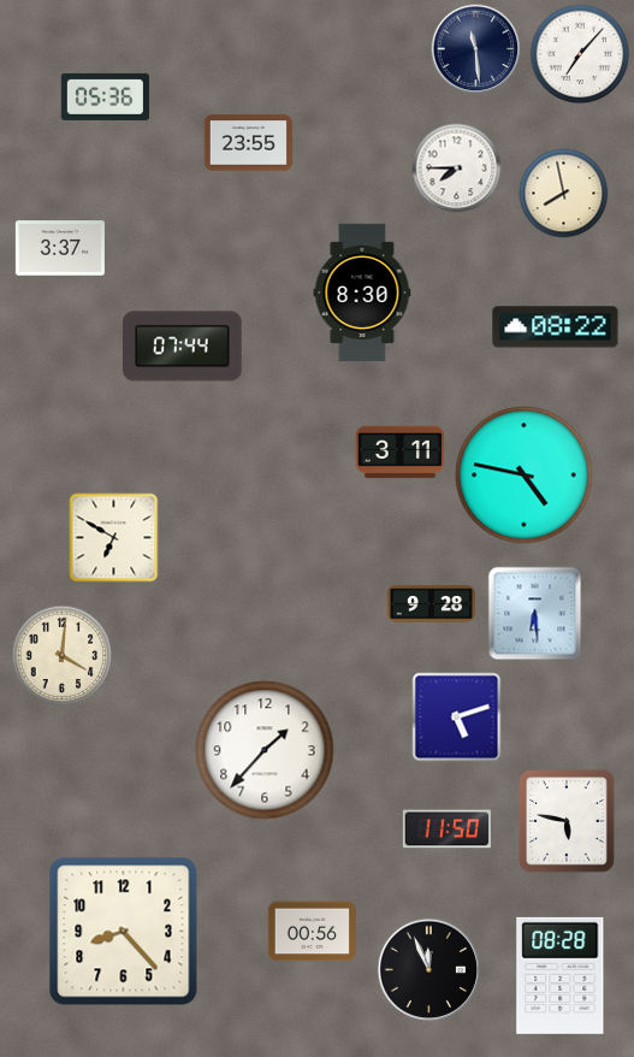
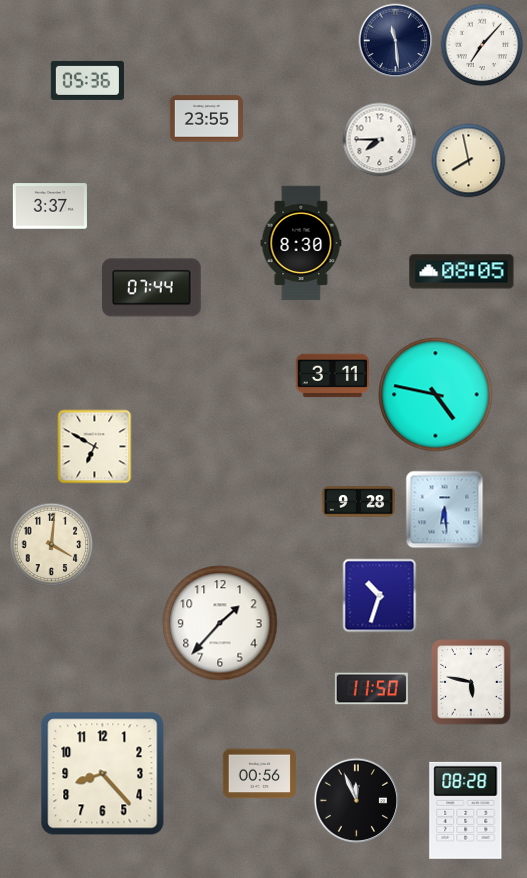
clock at (556, 327): 08:22 -> 08:05
clock at (457, 718): 5:12 -> 10:33
clock at (429, 970) position: (429, 970) -> (357, 801)
